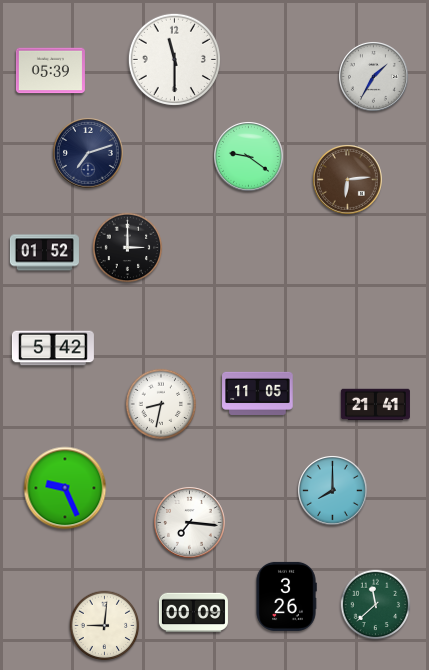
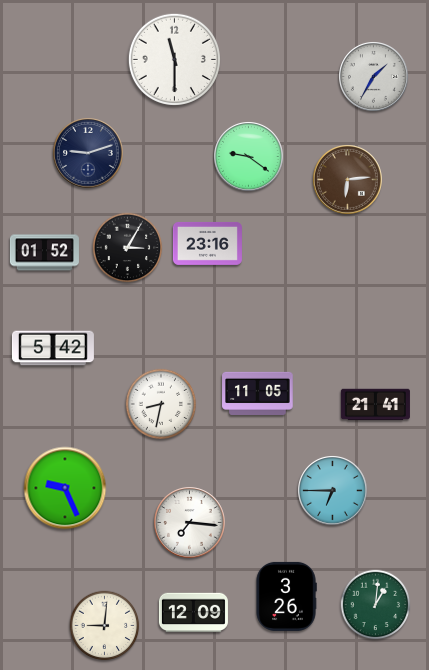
clock at (50, 71): 05:39 -> none
clock at (88, 153): 7:12 -> 9:12
clock at (207, 243): none -> 23:16
clock at (128, 248): 3:00 -> 3:05
clock at (333, 491): 8:00 -> 6:45
clock at (376, 605): 11:38 -> 1:01
clock at (193, 612): 00:09 -> 12:09
